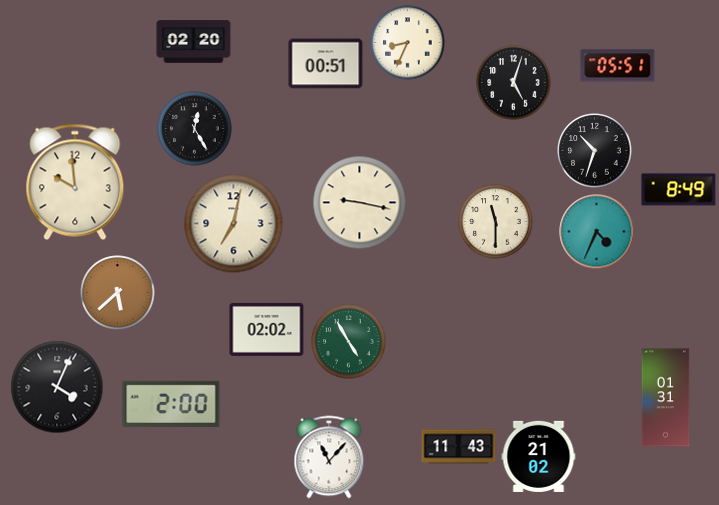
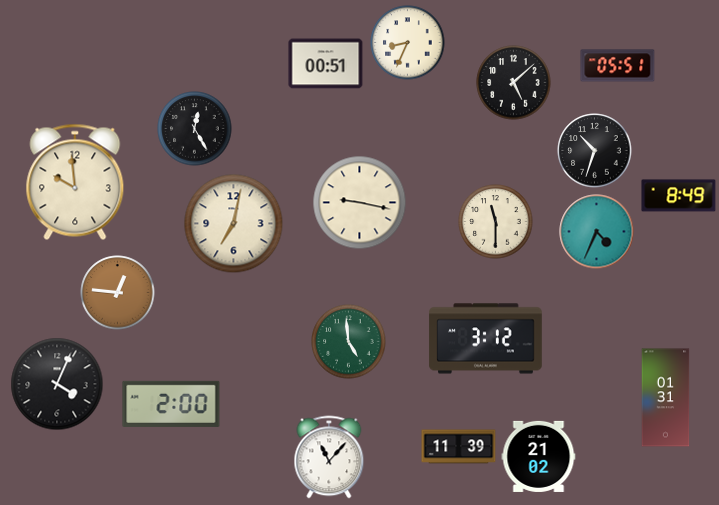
clock at (194, 42): 02:20 -> none
clock at (514, 83): 5:03 -> 5:08
clock at (679, 190) position: (679, 190) -> (679, 196)
clock at (118, 293): 5:38 -> 12:46
clock at (267, 329): 02:02 -> none
clock at (486, 339): none -> 3:12
clock at (349, 342): 4:55 -> 4:59
clock at (57, 387) position: (57, 387) -> (57, 384)
clock at (459, 447): 11:43 -> 11:39
